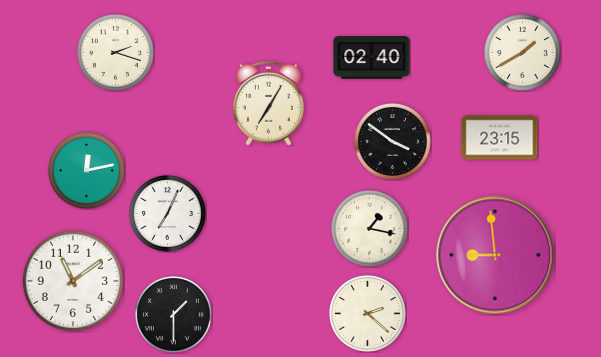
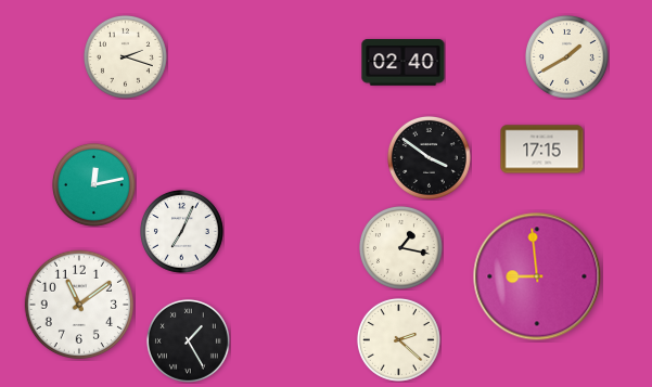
clock at (269, 103): 7:05 -> none
clock at (500, 138): 23:15 -> 17:15
clock at (392, 141) position: (392, 141) -> (429, 157)
clock at (173, 314): 1:30 -> 1:25
